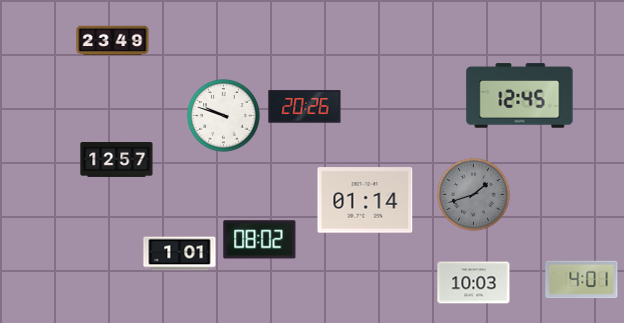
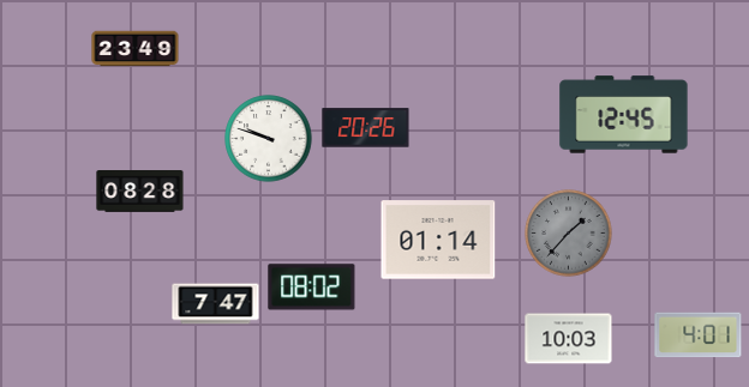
clock at (117, 160): 12:57 -> 08:28
clock at (474, 195): 1:42 -> 1:37
clock at (180, 254): 1:01 -> 7:47
